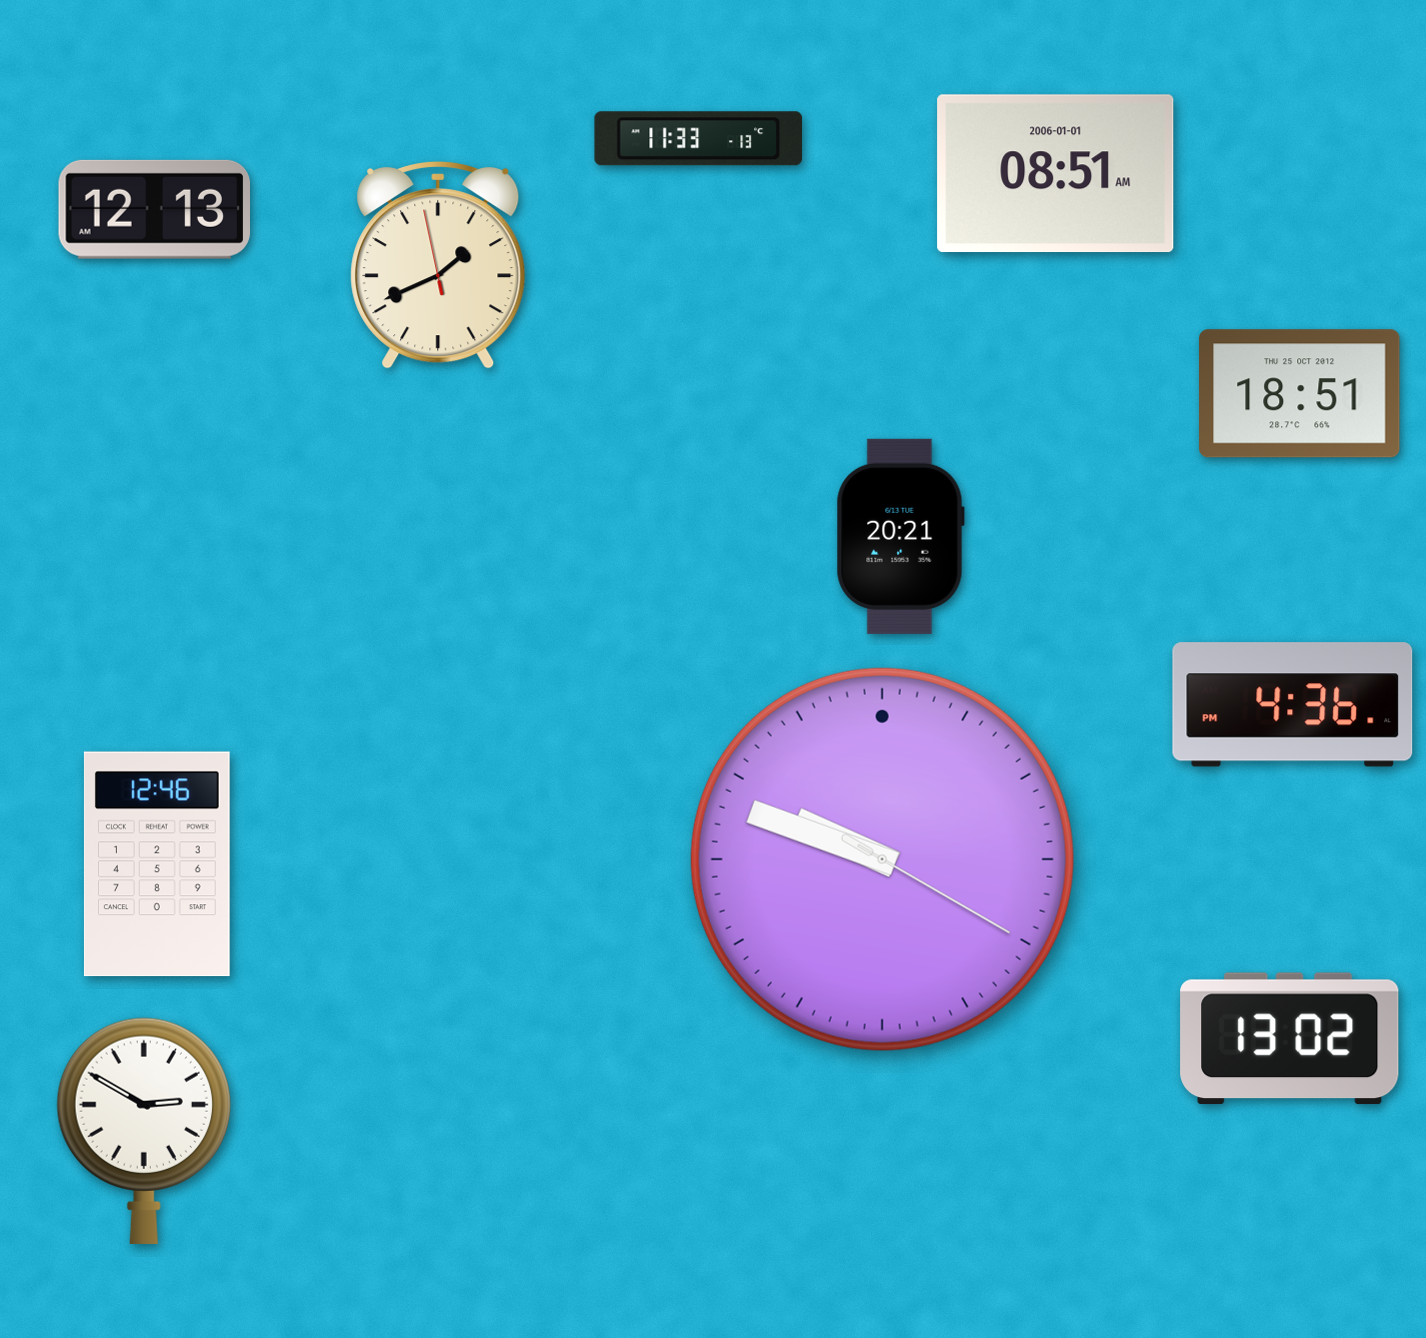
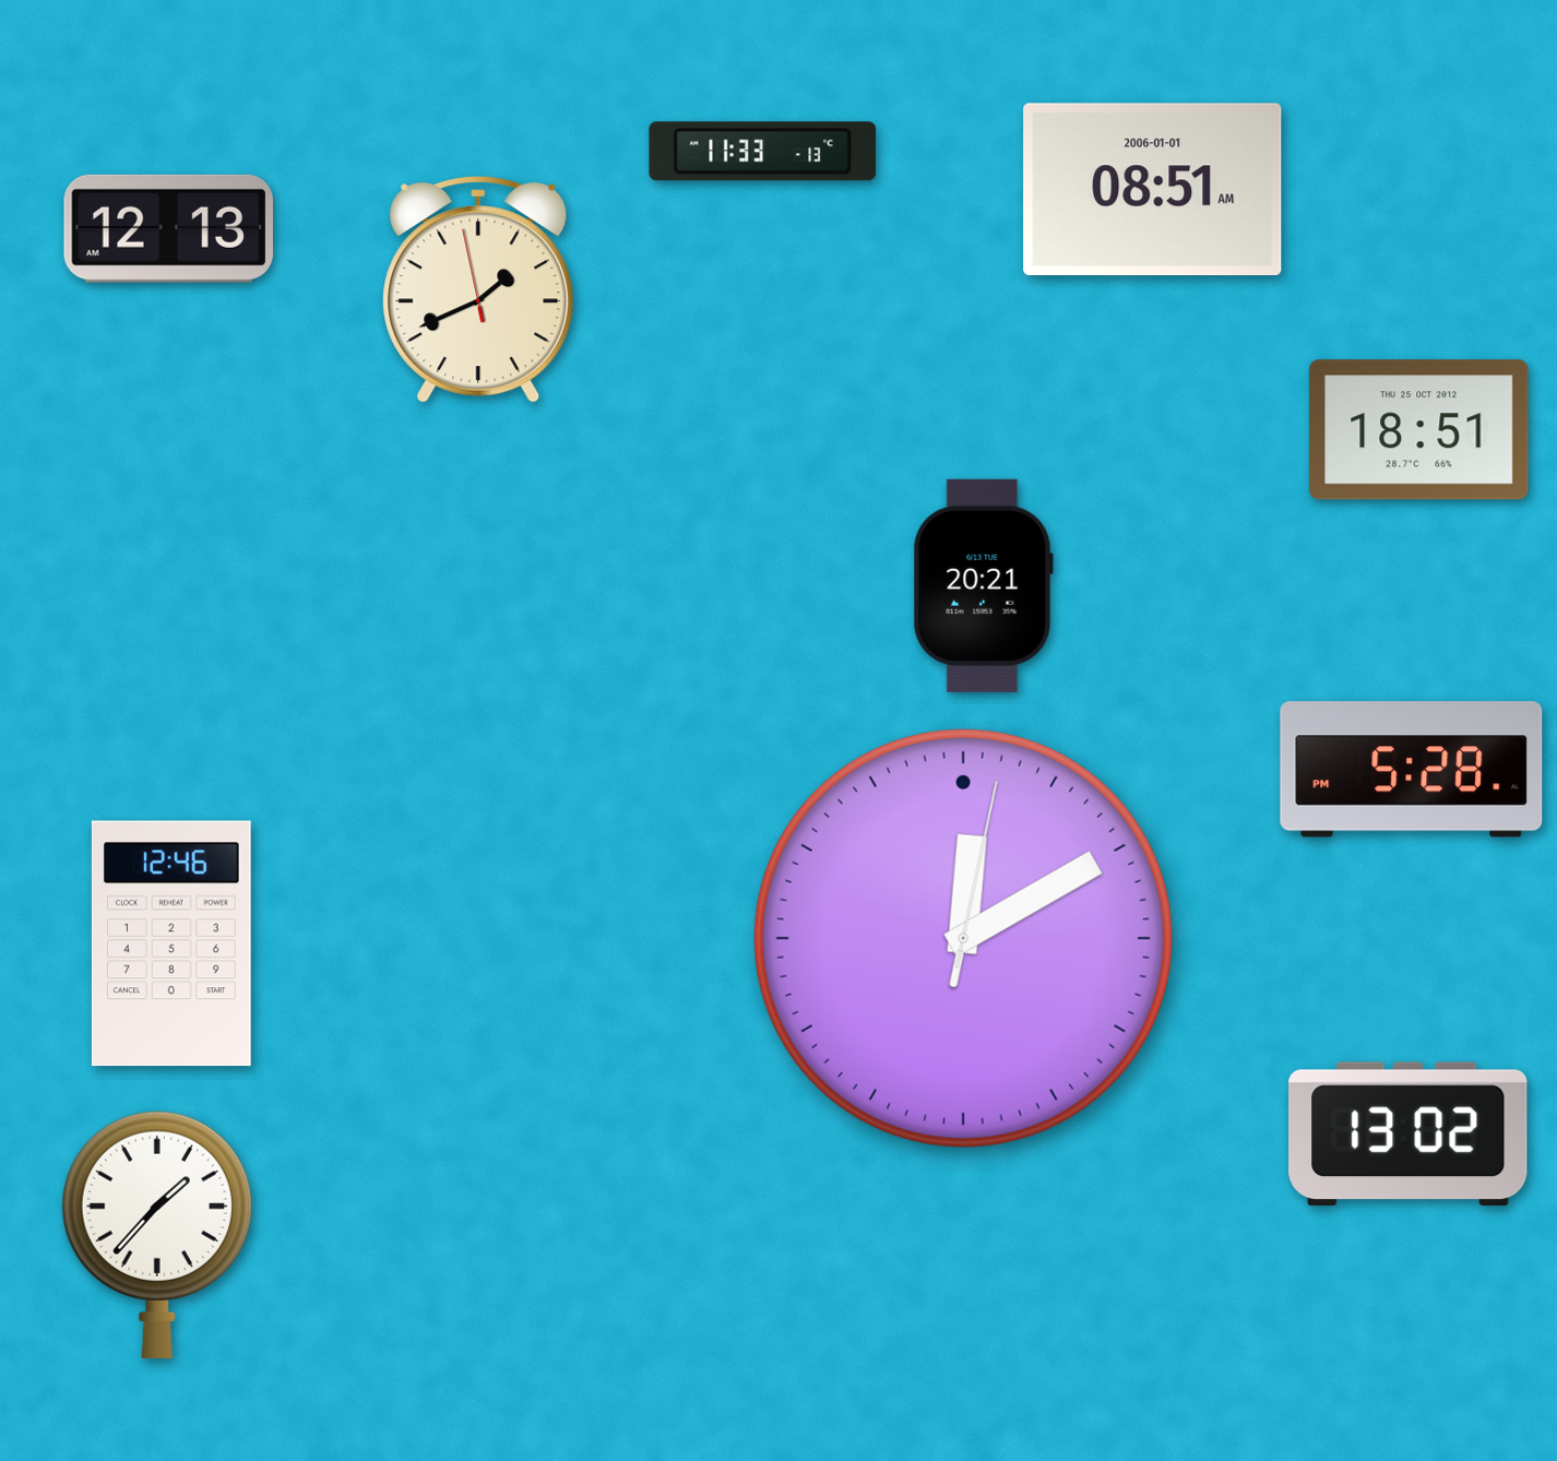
clock at (1293, 705): 4:36 -> 5:28
clock at (882, 859): 9:48 -> 12:10
clock at (144, 1131): 2:50 -> 1:37
